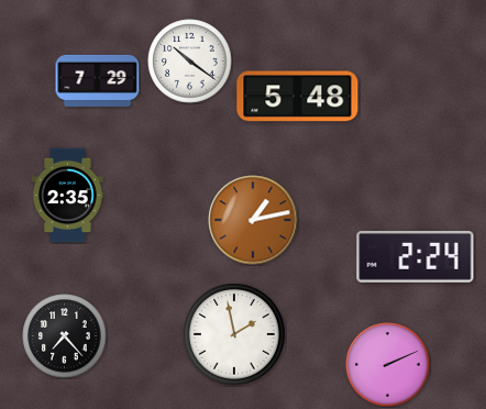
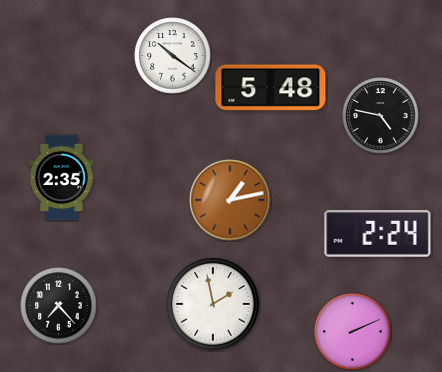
clock at (98, 80): 7:29 -> none
clock at (381, 116): none -> 4:47
